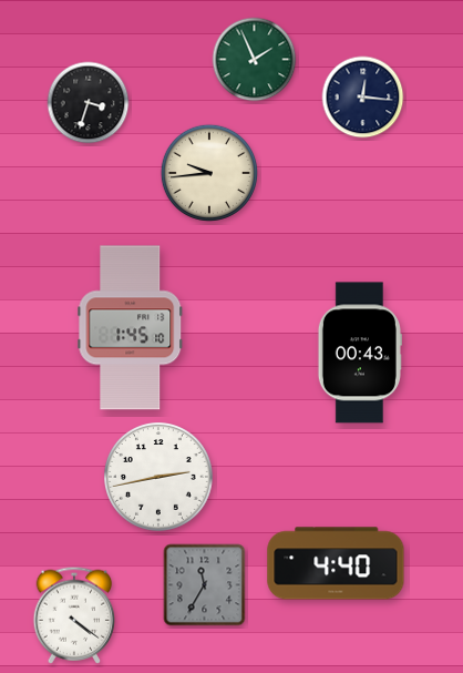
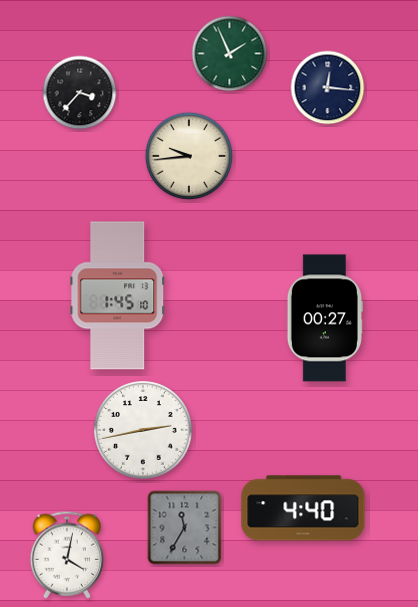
clock at (89, 103): 3:33 -> 3:37
clock at (360, 353): 00:43 -> 00:27
clock at (74, 615): 4:21 -> 4:02
